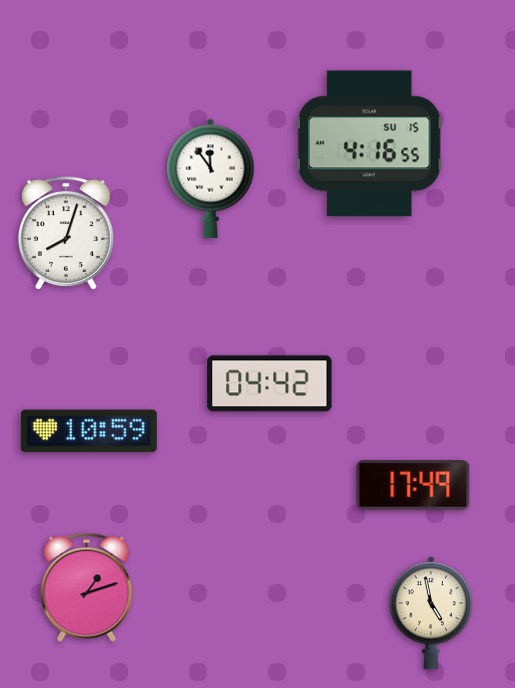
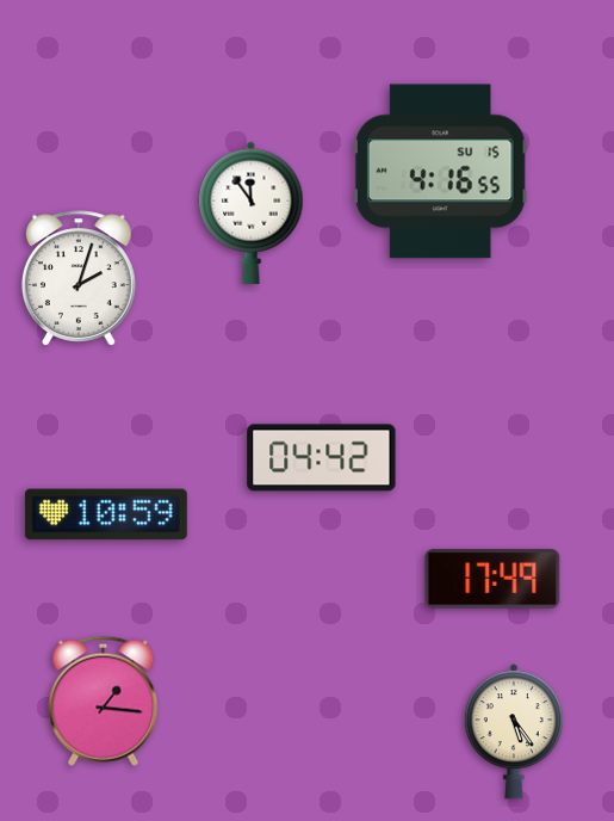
clock at (66, 233): 8:03 -> 2:03
clock at (87, 587): 1:12 -> 1:16
clock at (431, 613): 4:58 -> 5:24
